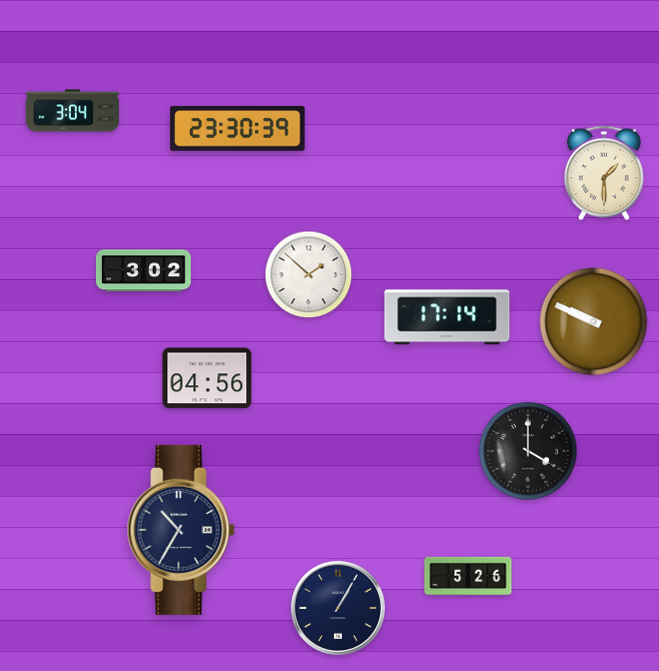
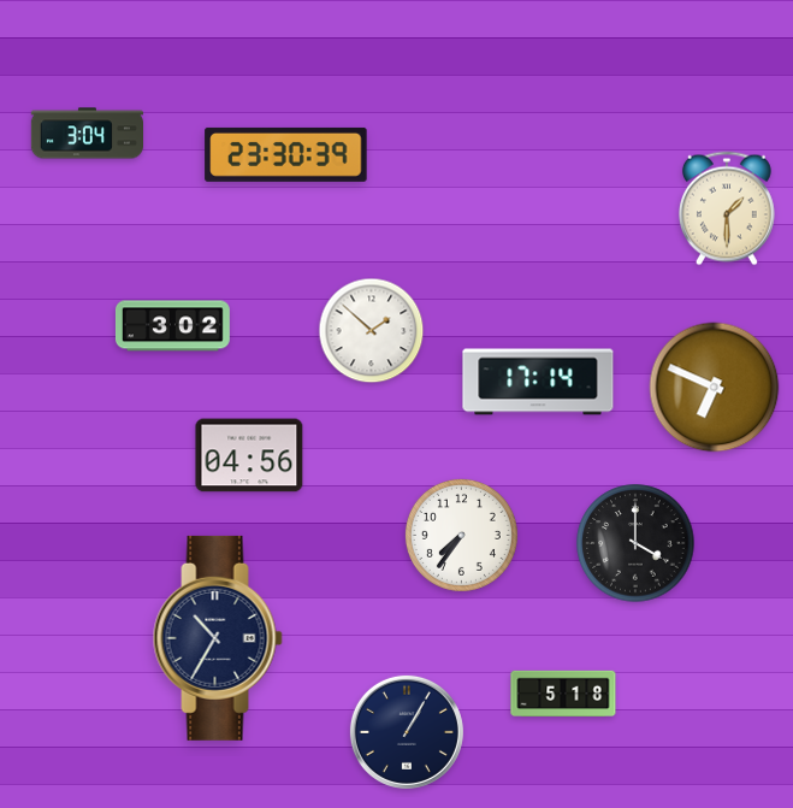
clock at (594, 322): 9:49 -> 6:49
clock at (461, 535): none -> 7:36
clock at (468, 575): 5:26 -> 5:18
